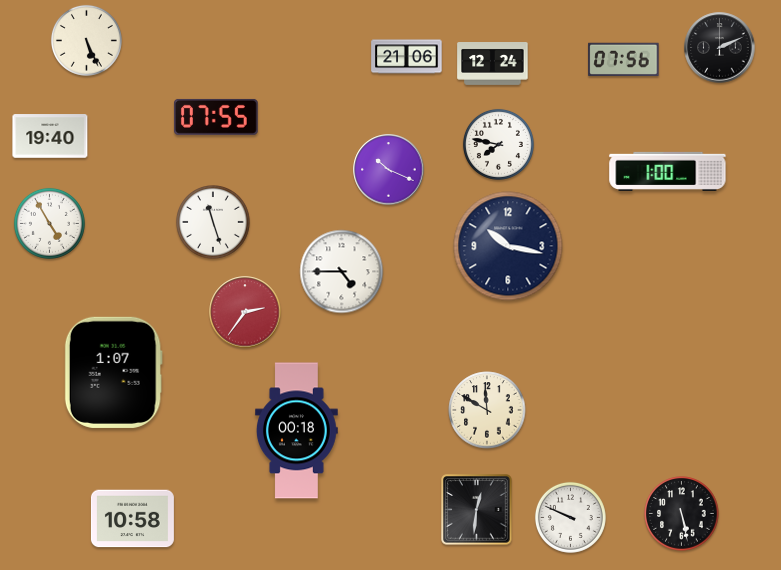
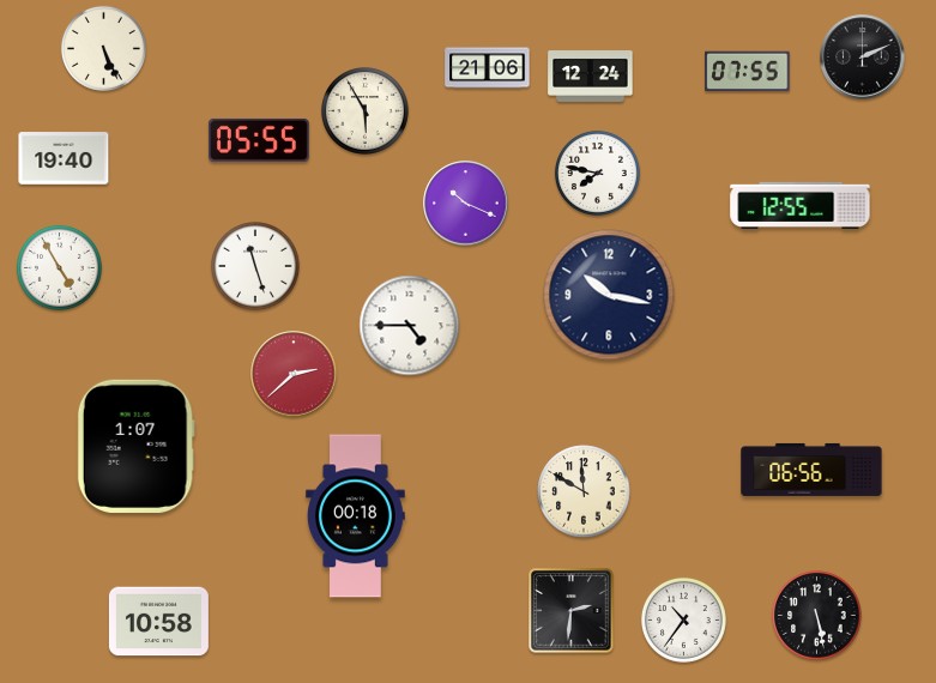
clock at (624, 59): 07:56 -> 07:55
clock at (366, 111): none -> 5:55
clock at (216, 117): 07:55 -> 05:55
clock at (50, 136) position: (50, 136) -> (64, 158)
clock at (668, 171): 1:00 -> 12:55
clock at (245, 312): 2:36 -> 2:38
clock at (811, 470): none -> 06:56
clock at (477, 510): 12:31 -> 2:31
clock at (570, 517): 9:49 -> 10:36
